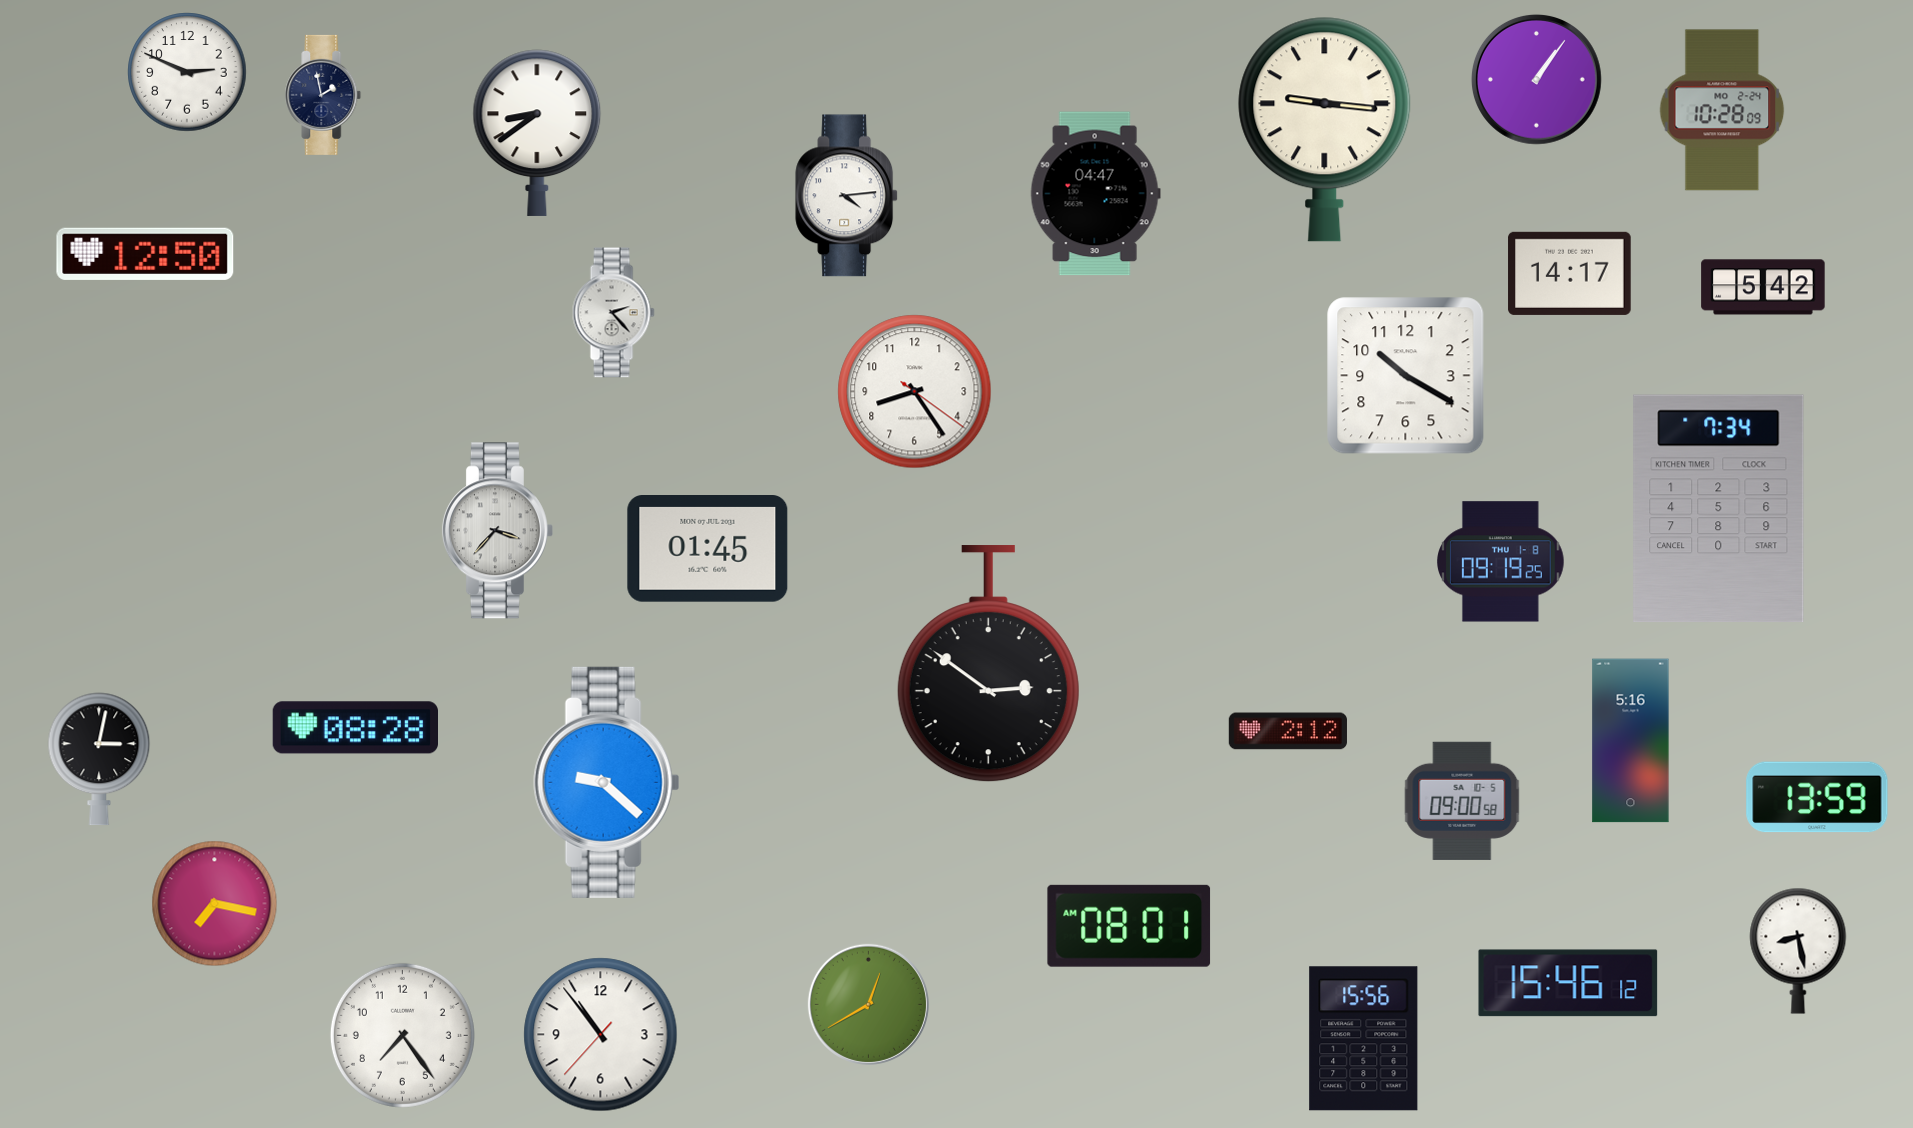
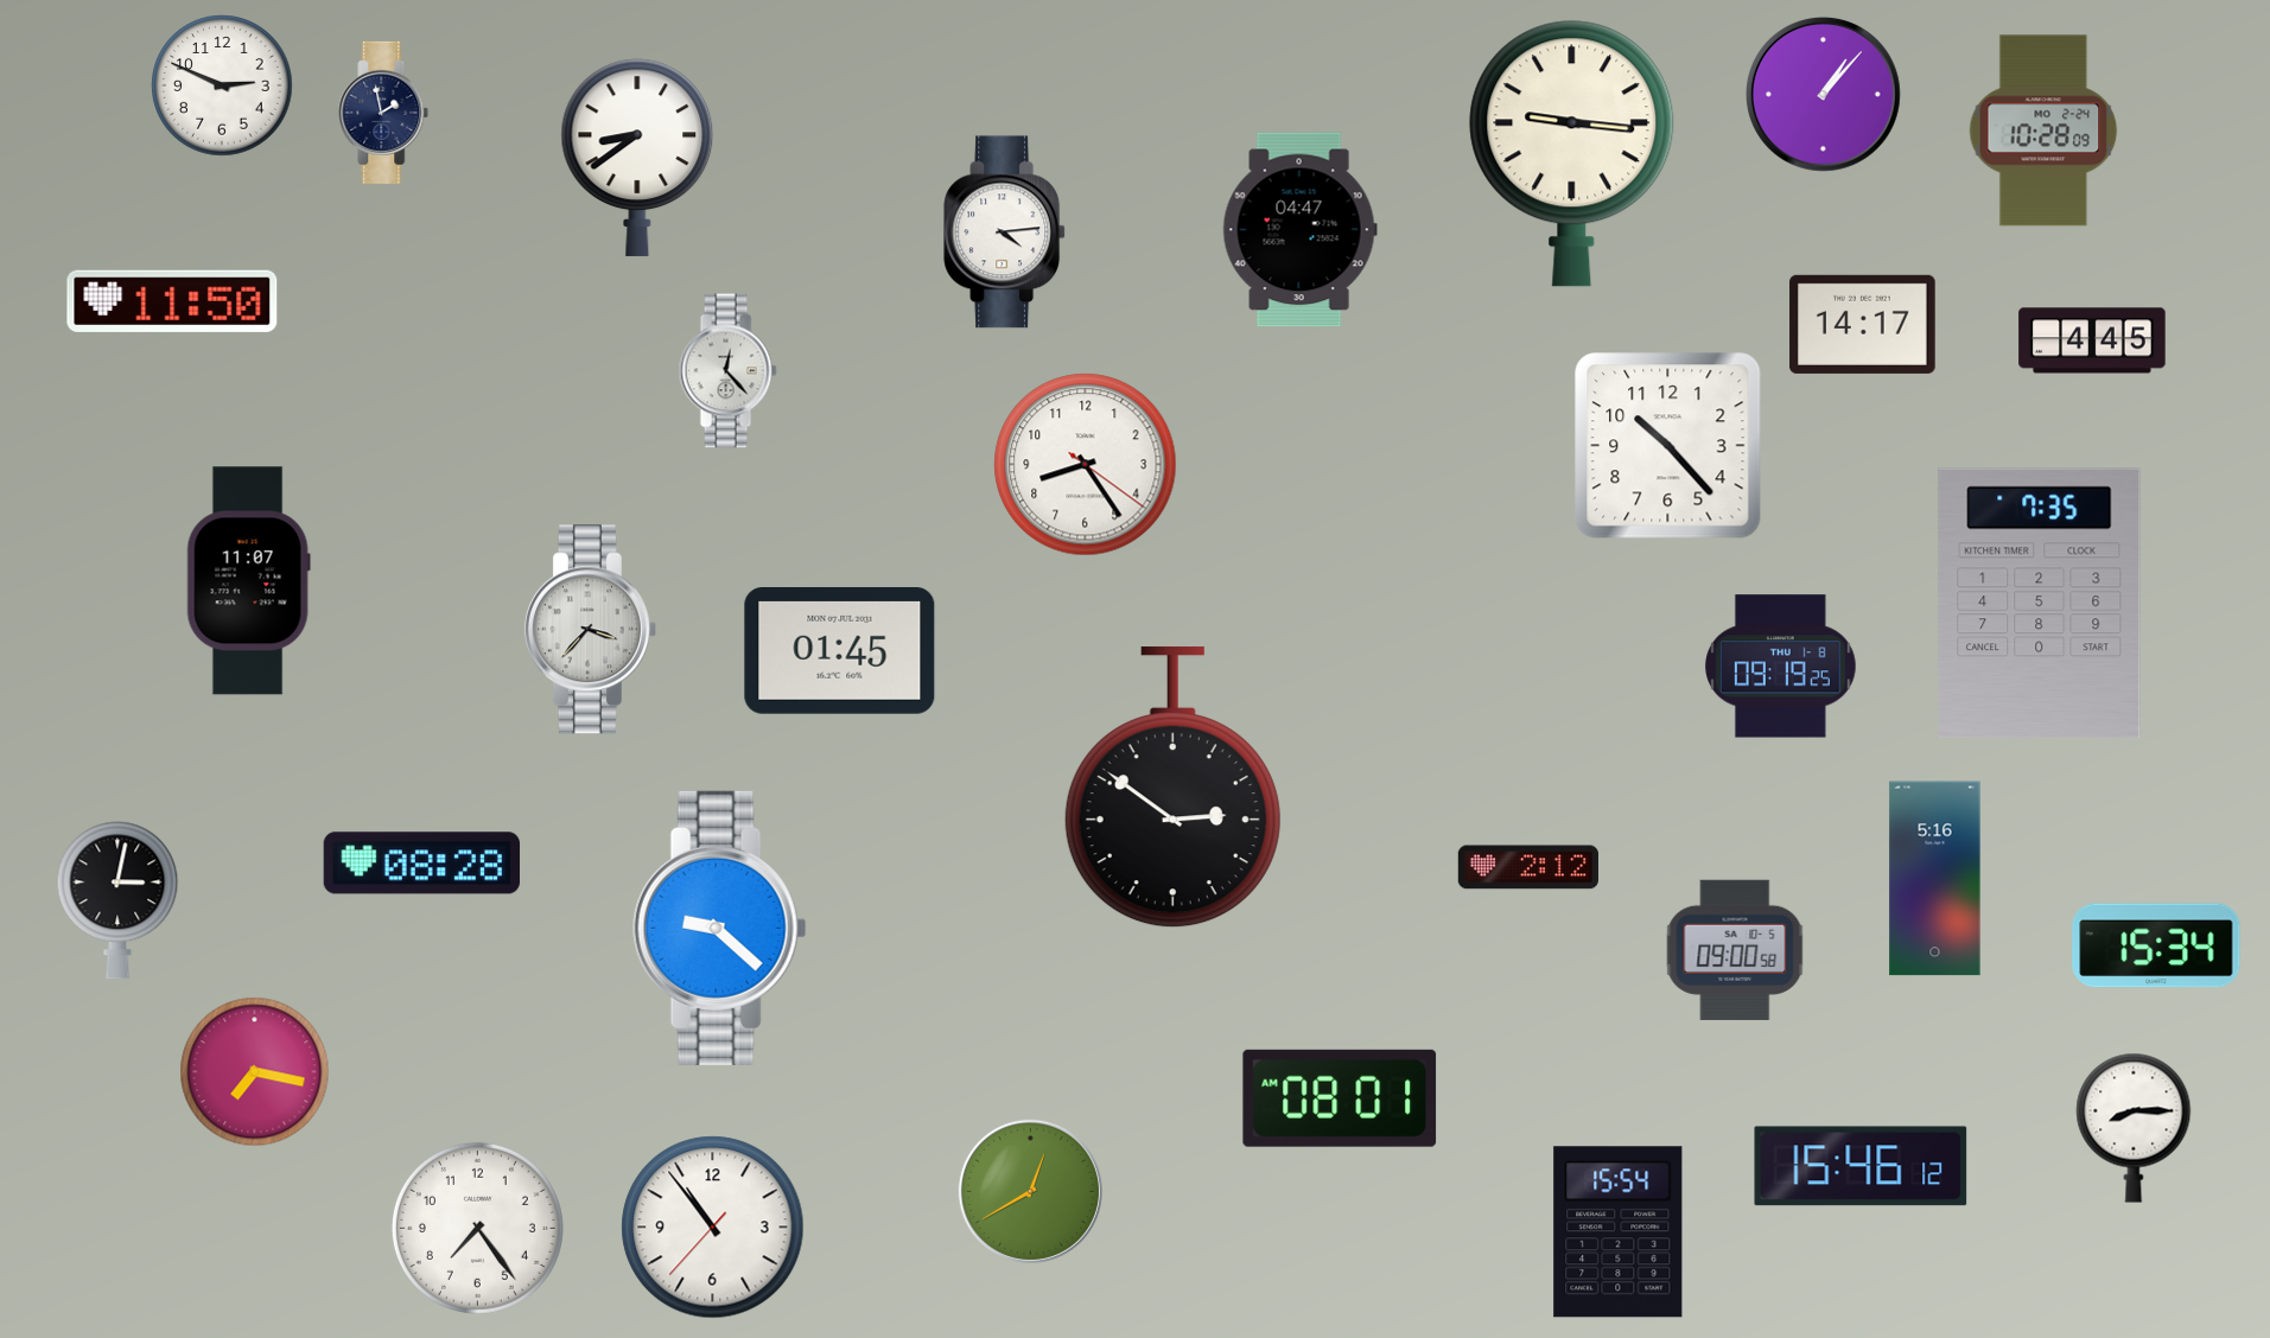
clock at (1536, 79): 1:06 -> 1:07
clock at (145, 254): 12:50 -> 11:50
clock at (1763, 287): 5:42 -> 4:45
clock at (613, 313): 2:23 -> 12:23
clock at (1406, 376): 10:20 -> 10:23
clock at (248, 581): none -> 11:07
clock at (1719, 509): 7:34 -> 7:35
clock at (1817, 797): 13:59 -> 15:34
clock at (1798, 951): 8:28 -> 8:15
clock at (1364, 1039): 15:56 -> 15:54
